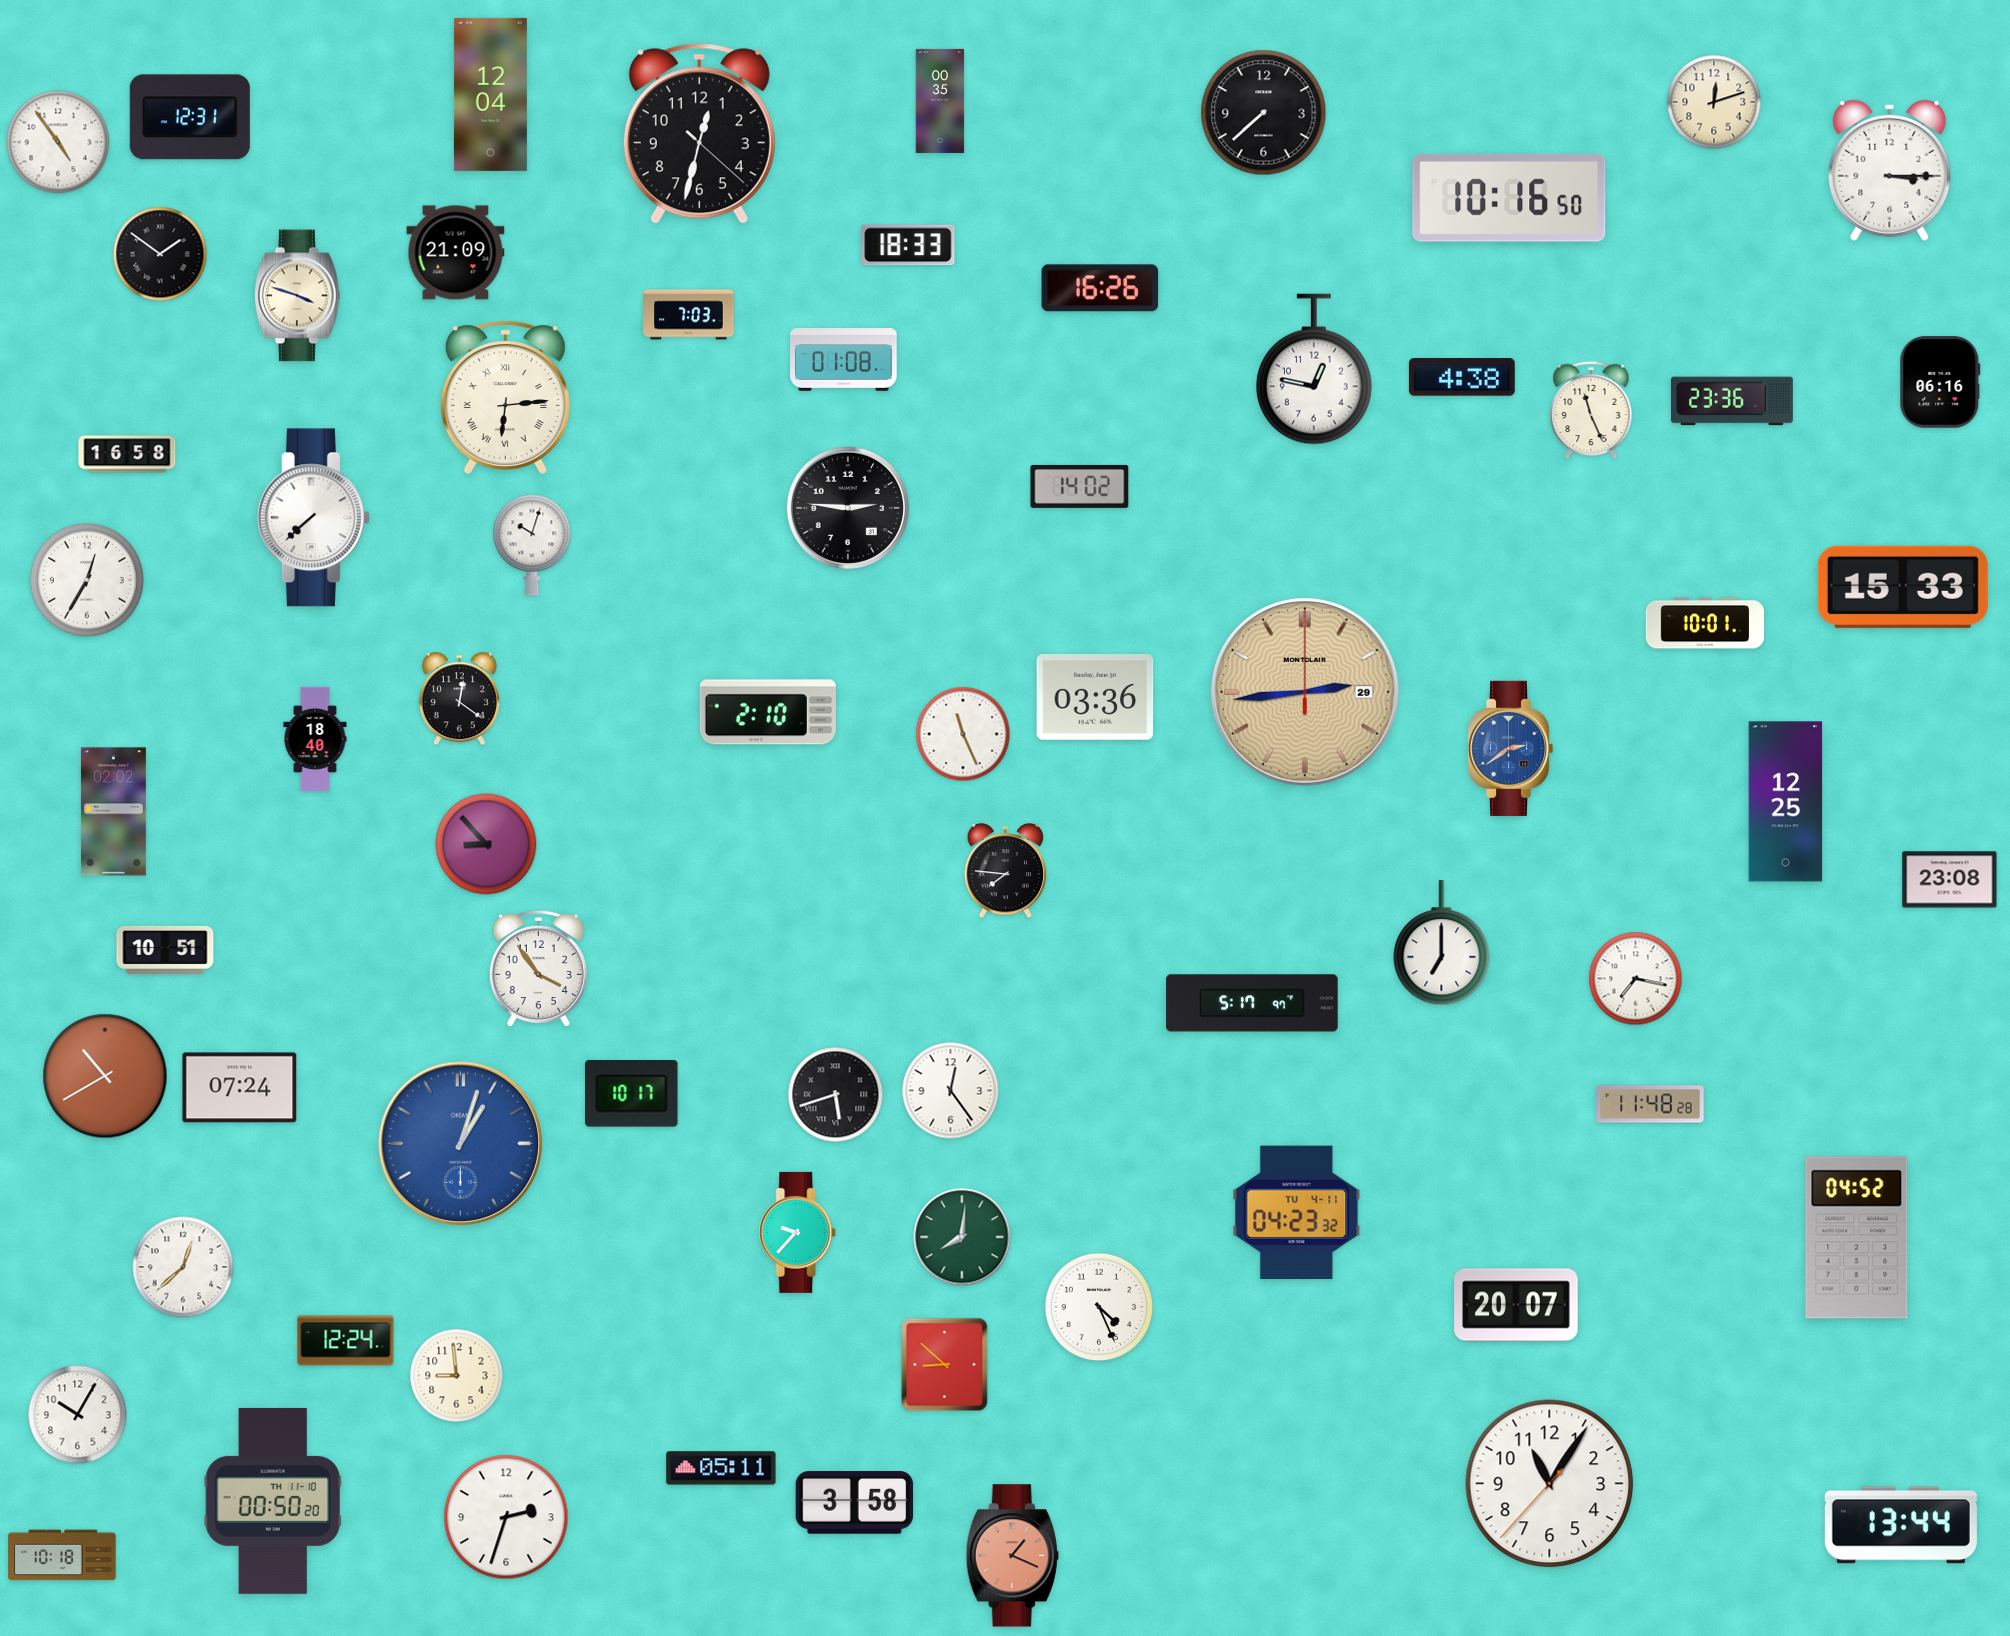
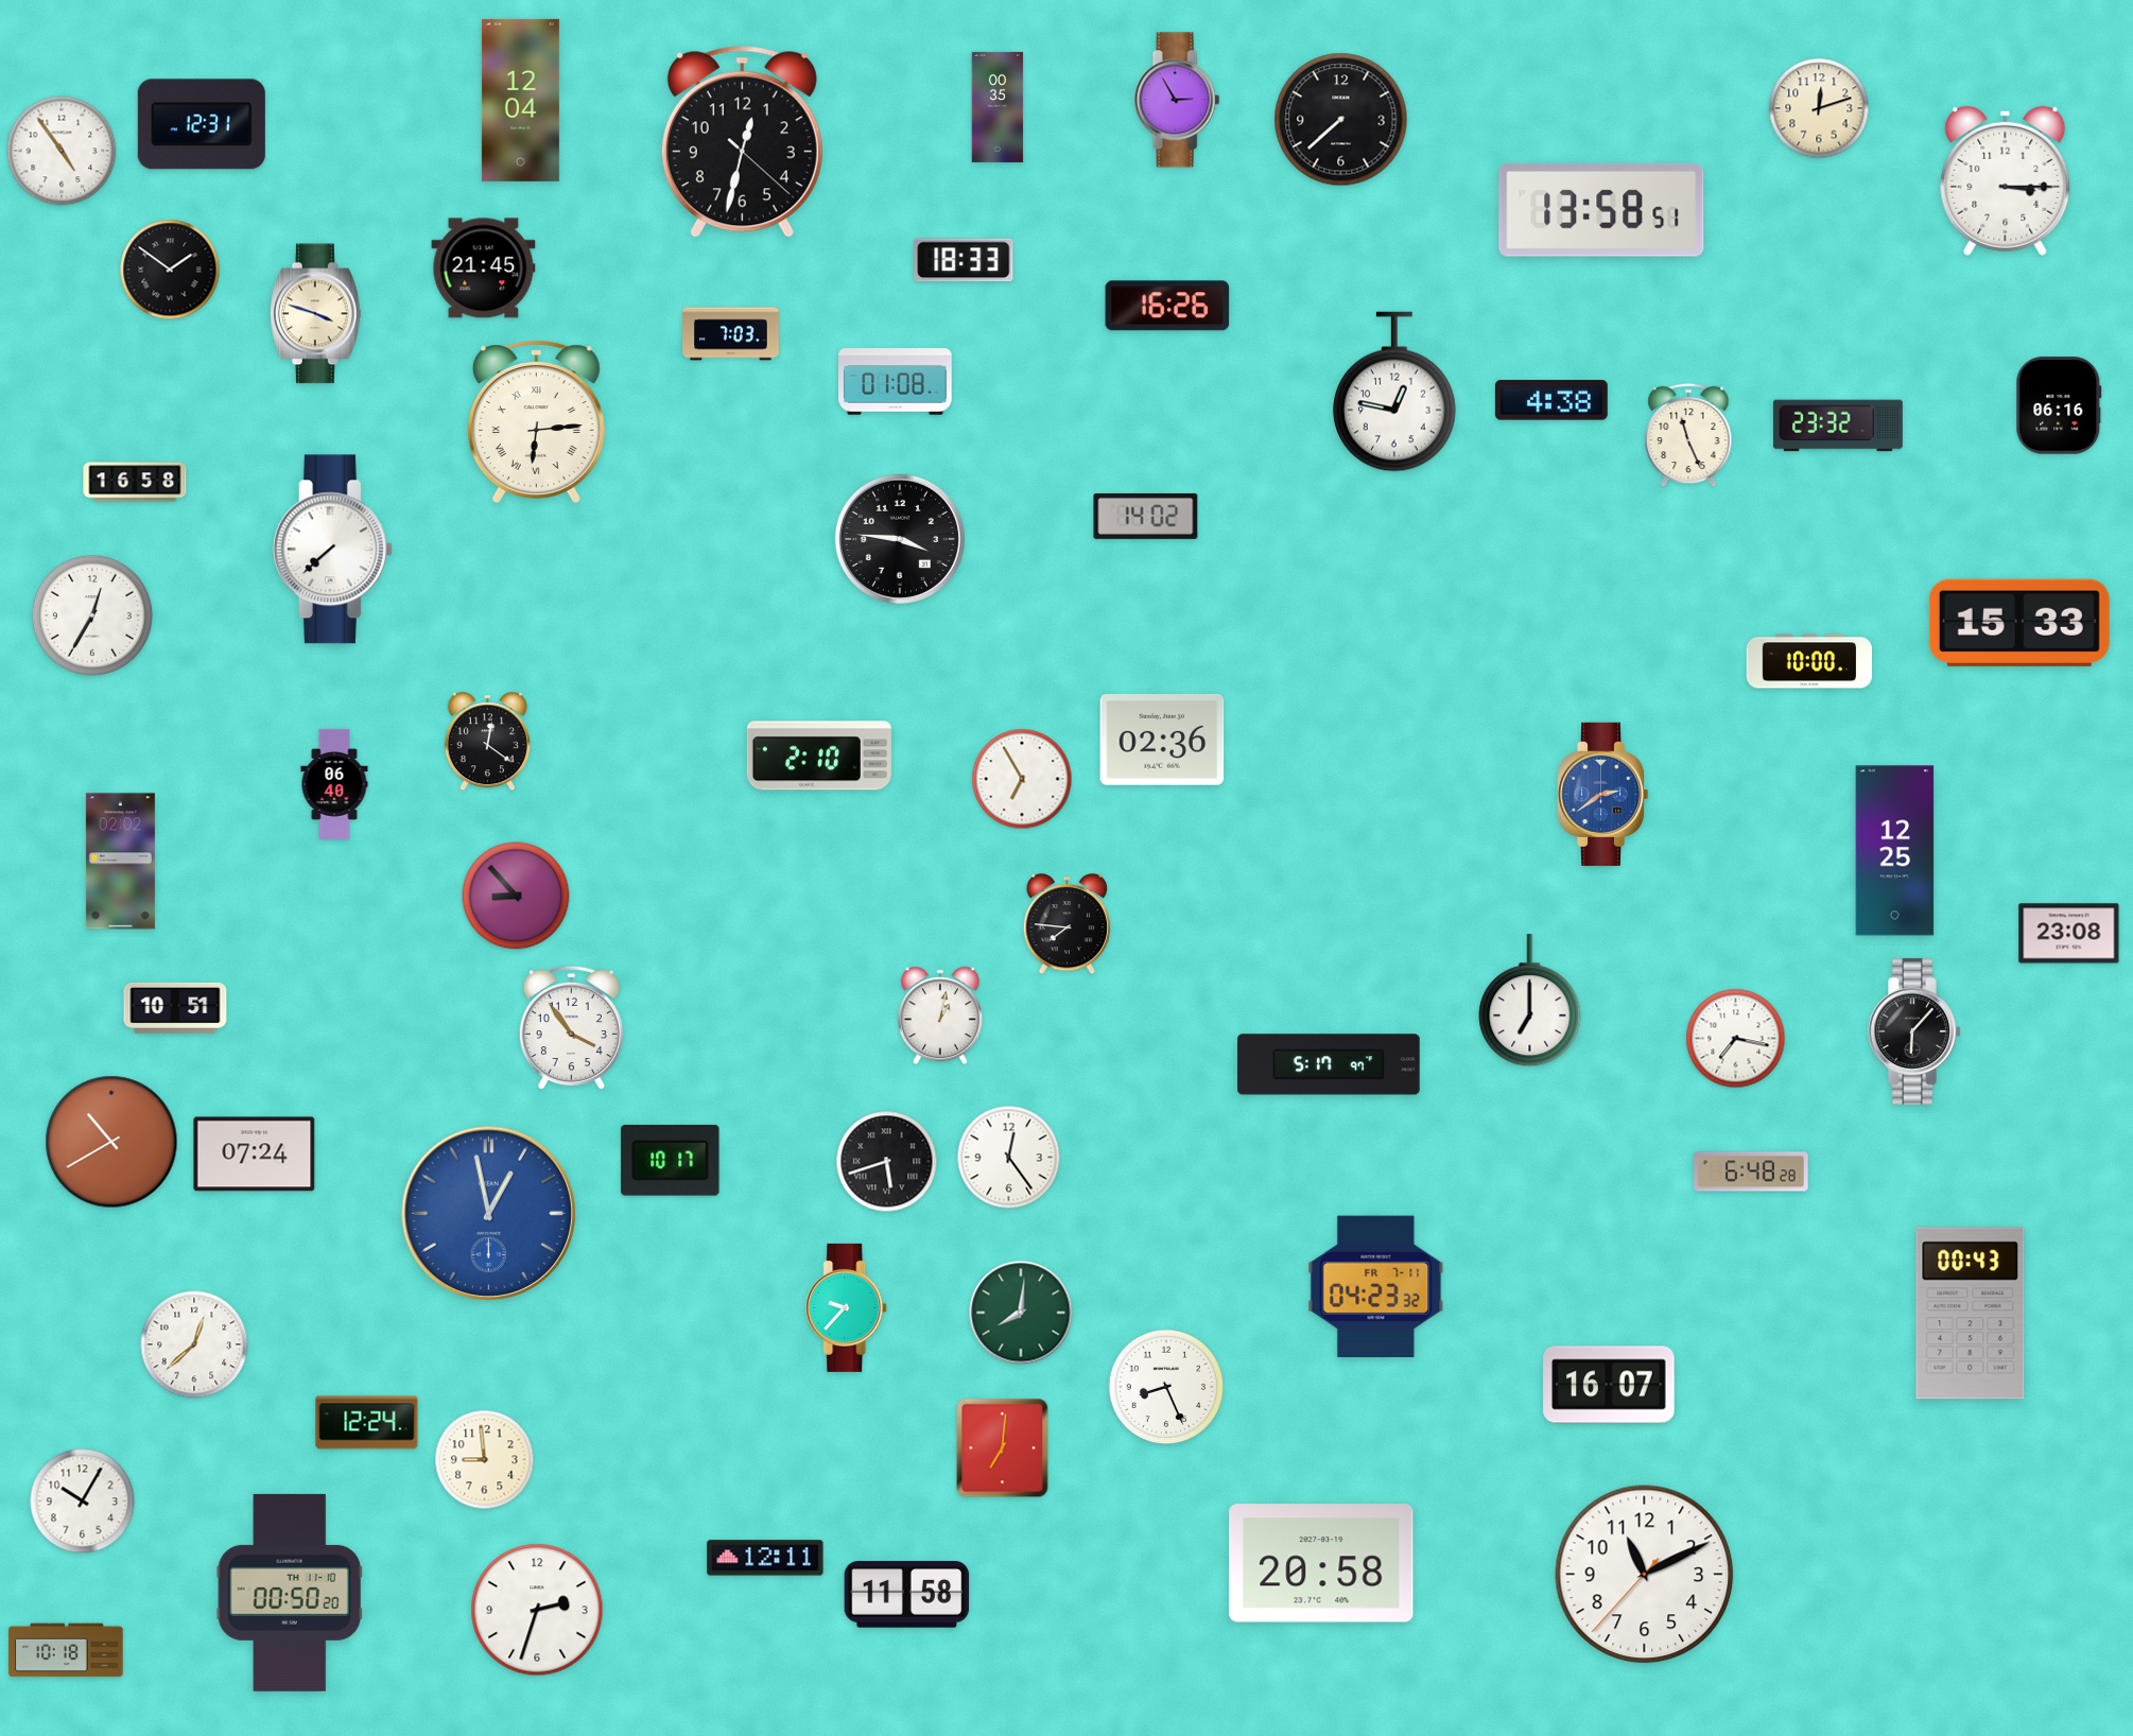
clock at (1177, 100): none -> 2:55
clock at (1509, 198): 10:16 -> 13:58
clock at (456, 253): 21:09 -> 21:45
clock at (1732, 401): 23:36 -> 23:32
clock at (848, 508): 2:46 -> 3:46
clock at (532, 545): 10:03 -> none
clock at (1705, 623): 10:01 -> 10:00
clock at (1305, 692): 2:44 -> none
clock at (1095, 698): 03:36 -> 02:36
clock at (768, 712) position: (768, 712) -> (819, 756)
clock at (963, 734): 11:26 -> 6:55
clock at (315, 739): 18:40 -> 06:40
clock at (940, 1015): none -> 1:02
clock at (1914, 1031): none -> 6:07
clock at (1650, 1104): 11:48 -> 6:48
clock at (461, 1144): 1:03 -> 12:58
clock at (1297, 1213) date: TU 4-11 -> FR 7-11
clock at (1857, 1238): 04:52 -> 00:43
clock at (1516, 1305): 20:07 -> 16:07
clock at (1099, 1307): 4:26 -> 8:26
clock at (945, 1365): 8:52 -> 7:01
clock at (721, 1468): 05:11 -> 12:11
clock at (1321, 1563): none -> 20:58
clock at (1550, 1484): 11:05 -> 11:10
clock at (855, 1503): 3:58 -> 11:58
clock at (1901, 1525): 13:44 -> none
clock at (1012, 1556): 1:19 -> none
